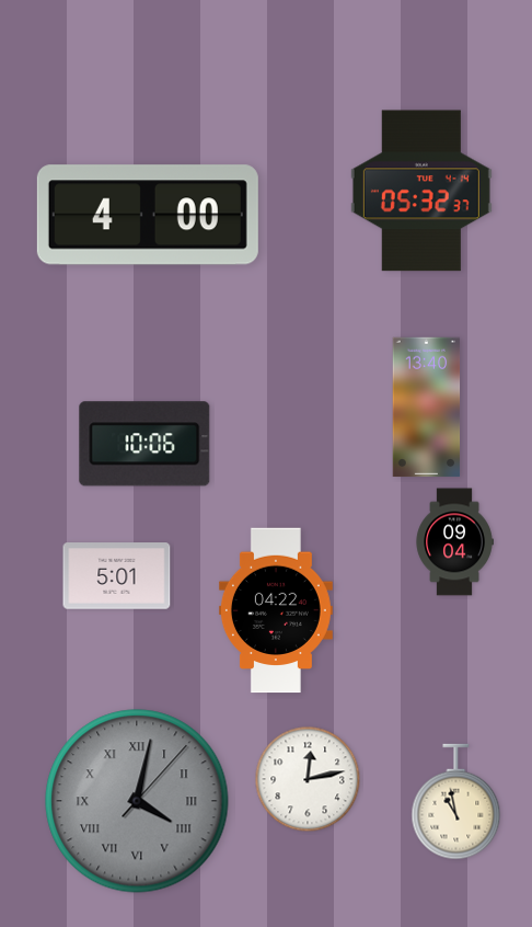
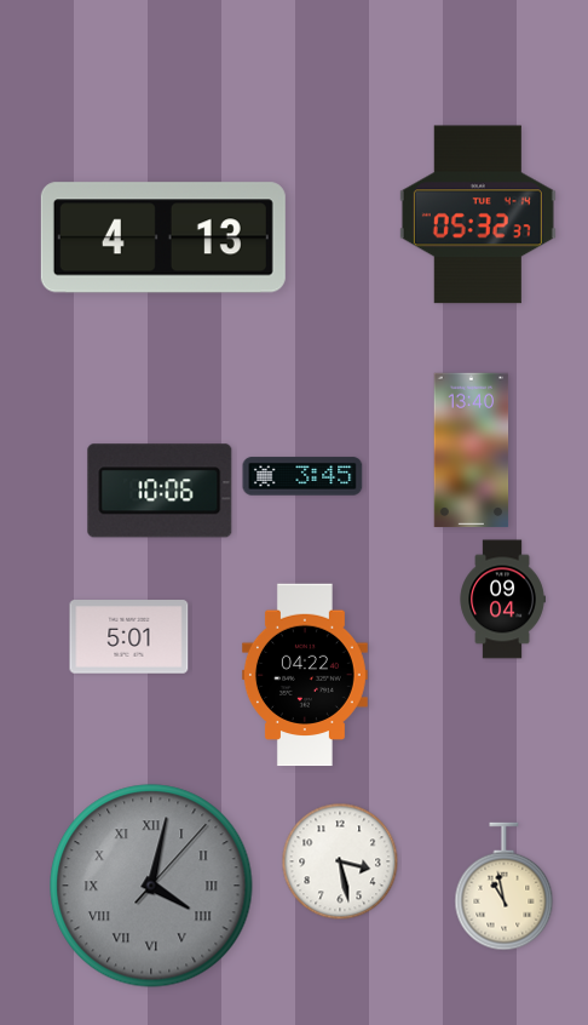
clock at (421, 191) position: (421, 191) -> (478, 214)
clock at (148, 215): 4:00 -> 4:13
clock at (302, 476): none -> 3:45
clock at (308, 779): 12:13 -> 3:28
